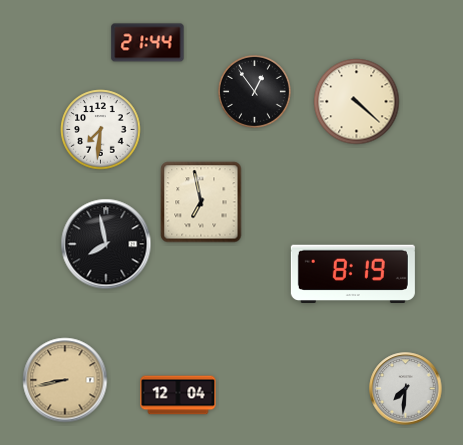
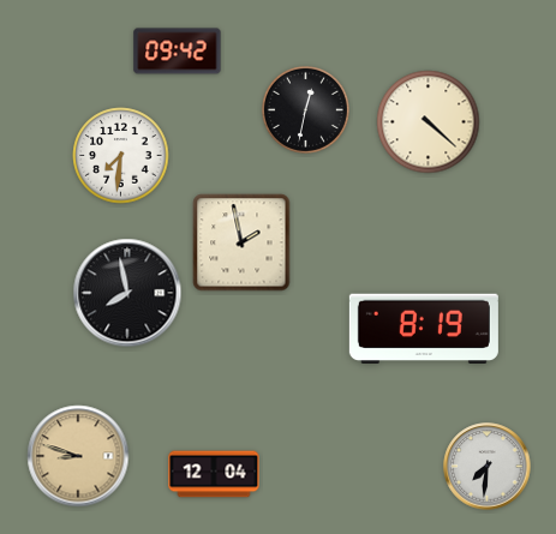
clock at (148, 43): 21:44 -> 09:42
clock at (254, 91): 12:54 -> 12:32
clock at (201, 202): 6:58 -> 1:58
clock at (65, 380): 8:43 -> 8:48
